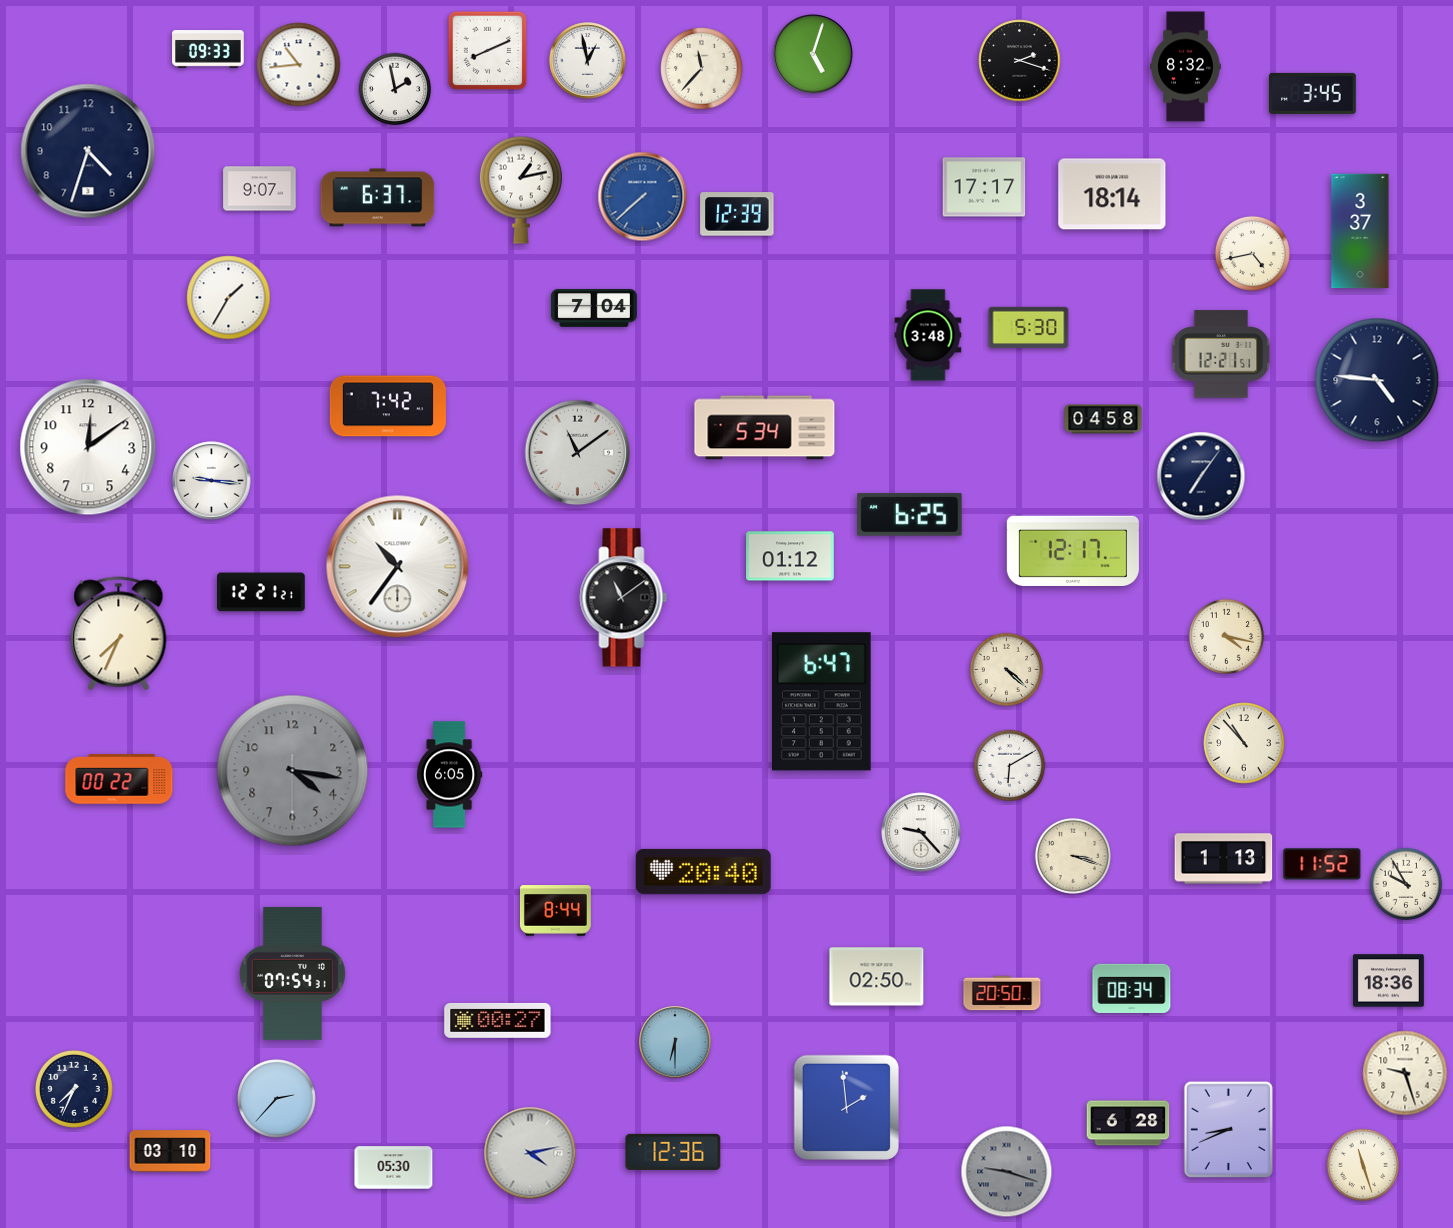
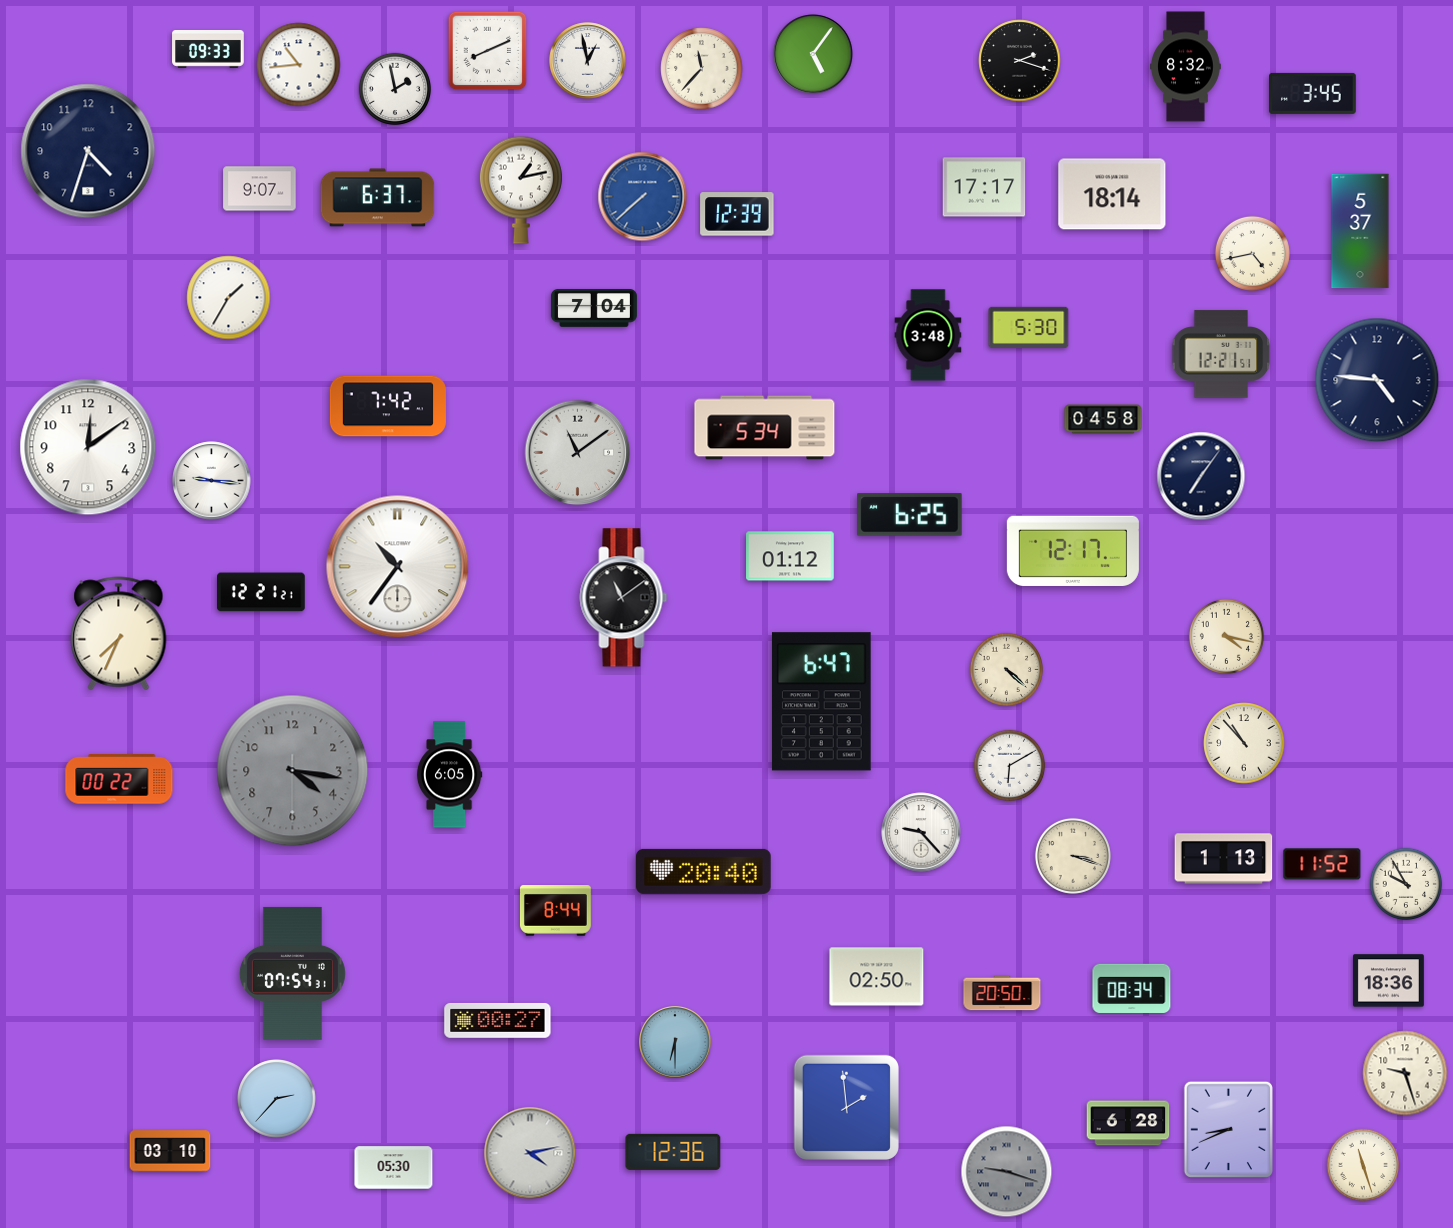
clock at (813, 54): 5:03 -> 5:06
clock at (1360, 231): 3:37 -> 5:37
clock at (74, 1089): 7:34 -> none
